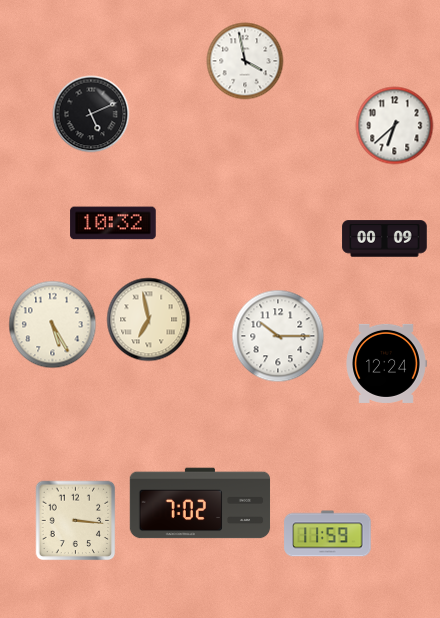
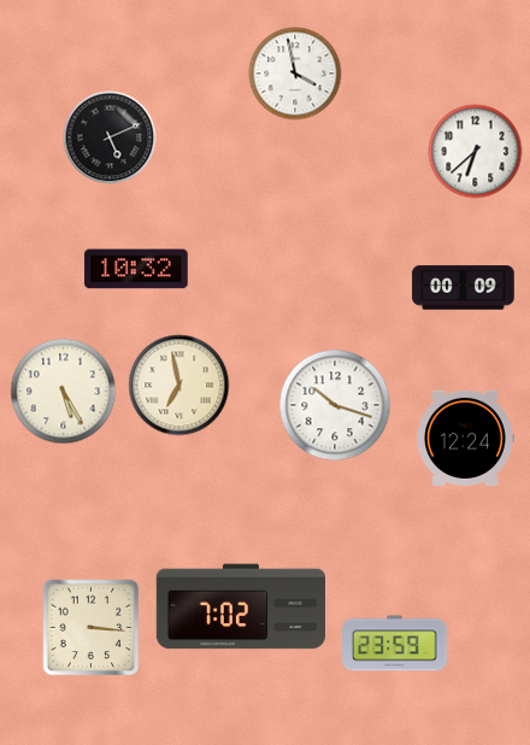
clock at (278, 336): 10:15 -> 10:18
clock at (328, 534): 11:59 -> 23:59
